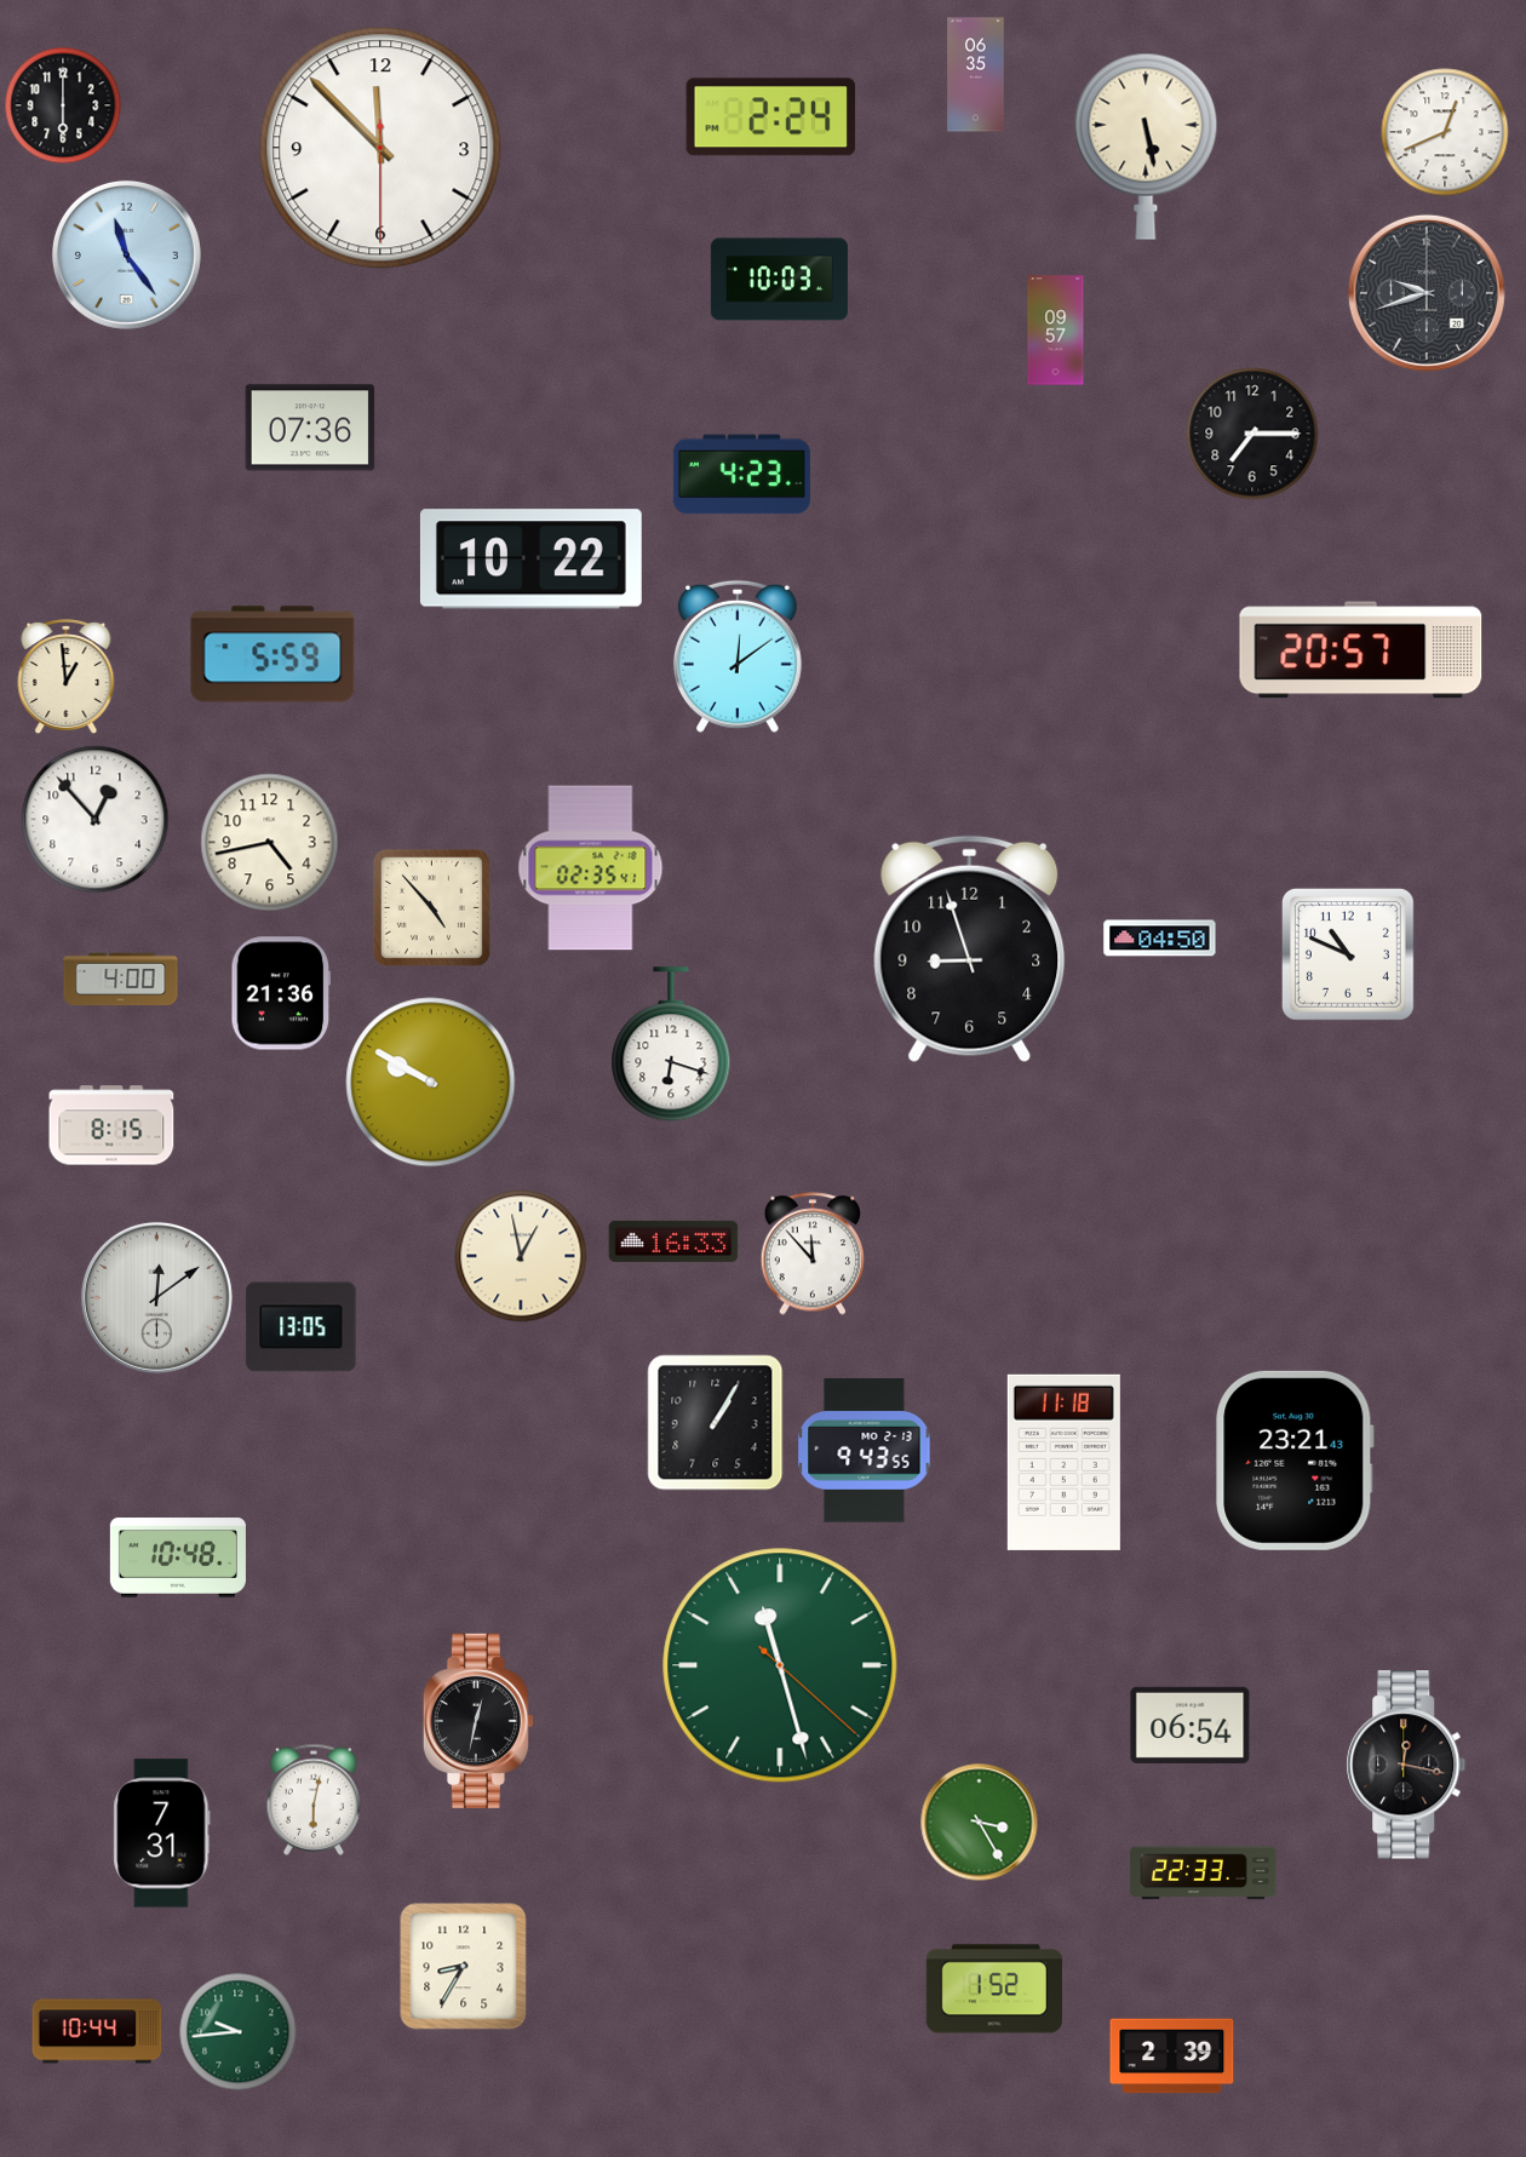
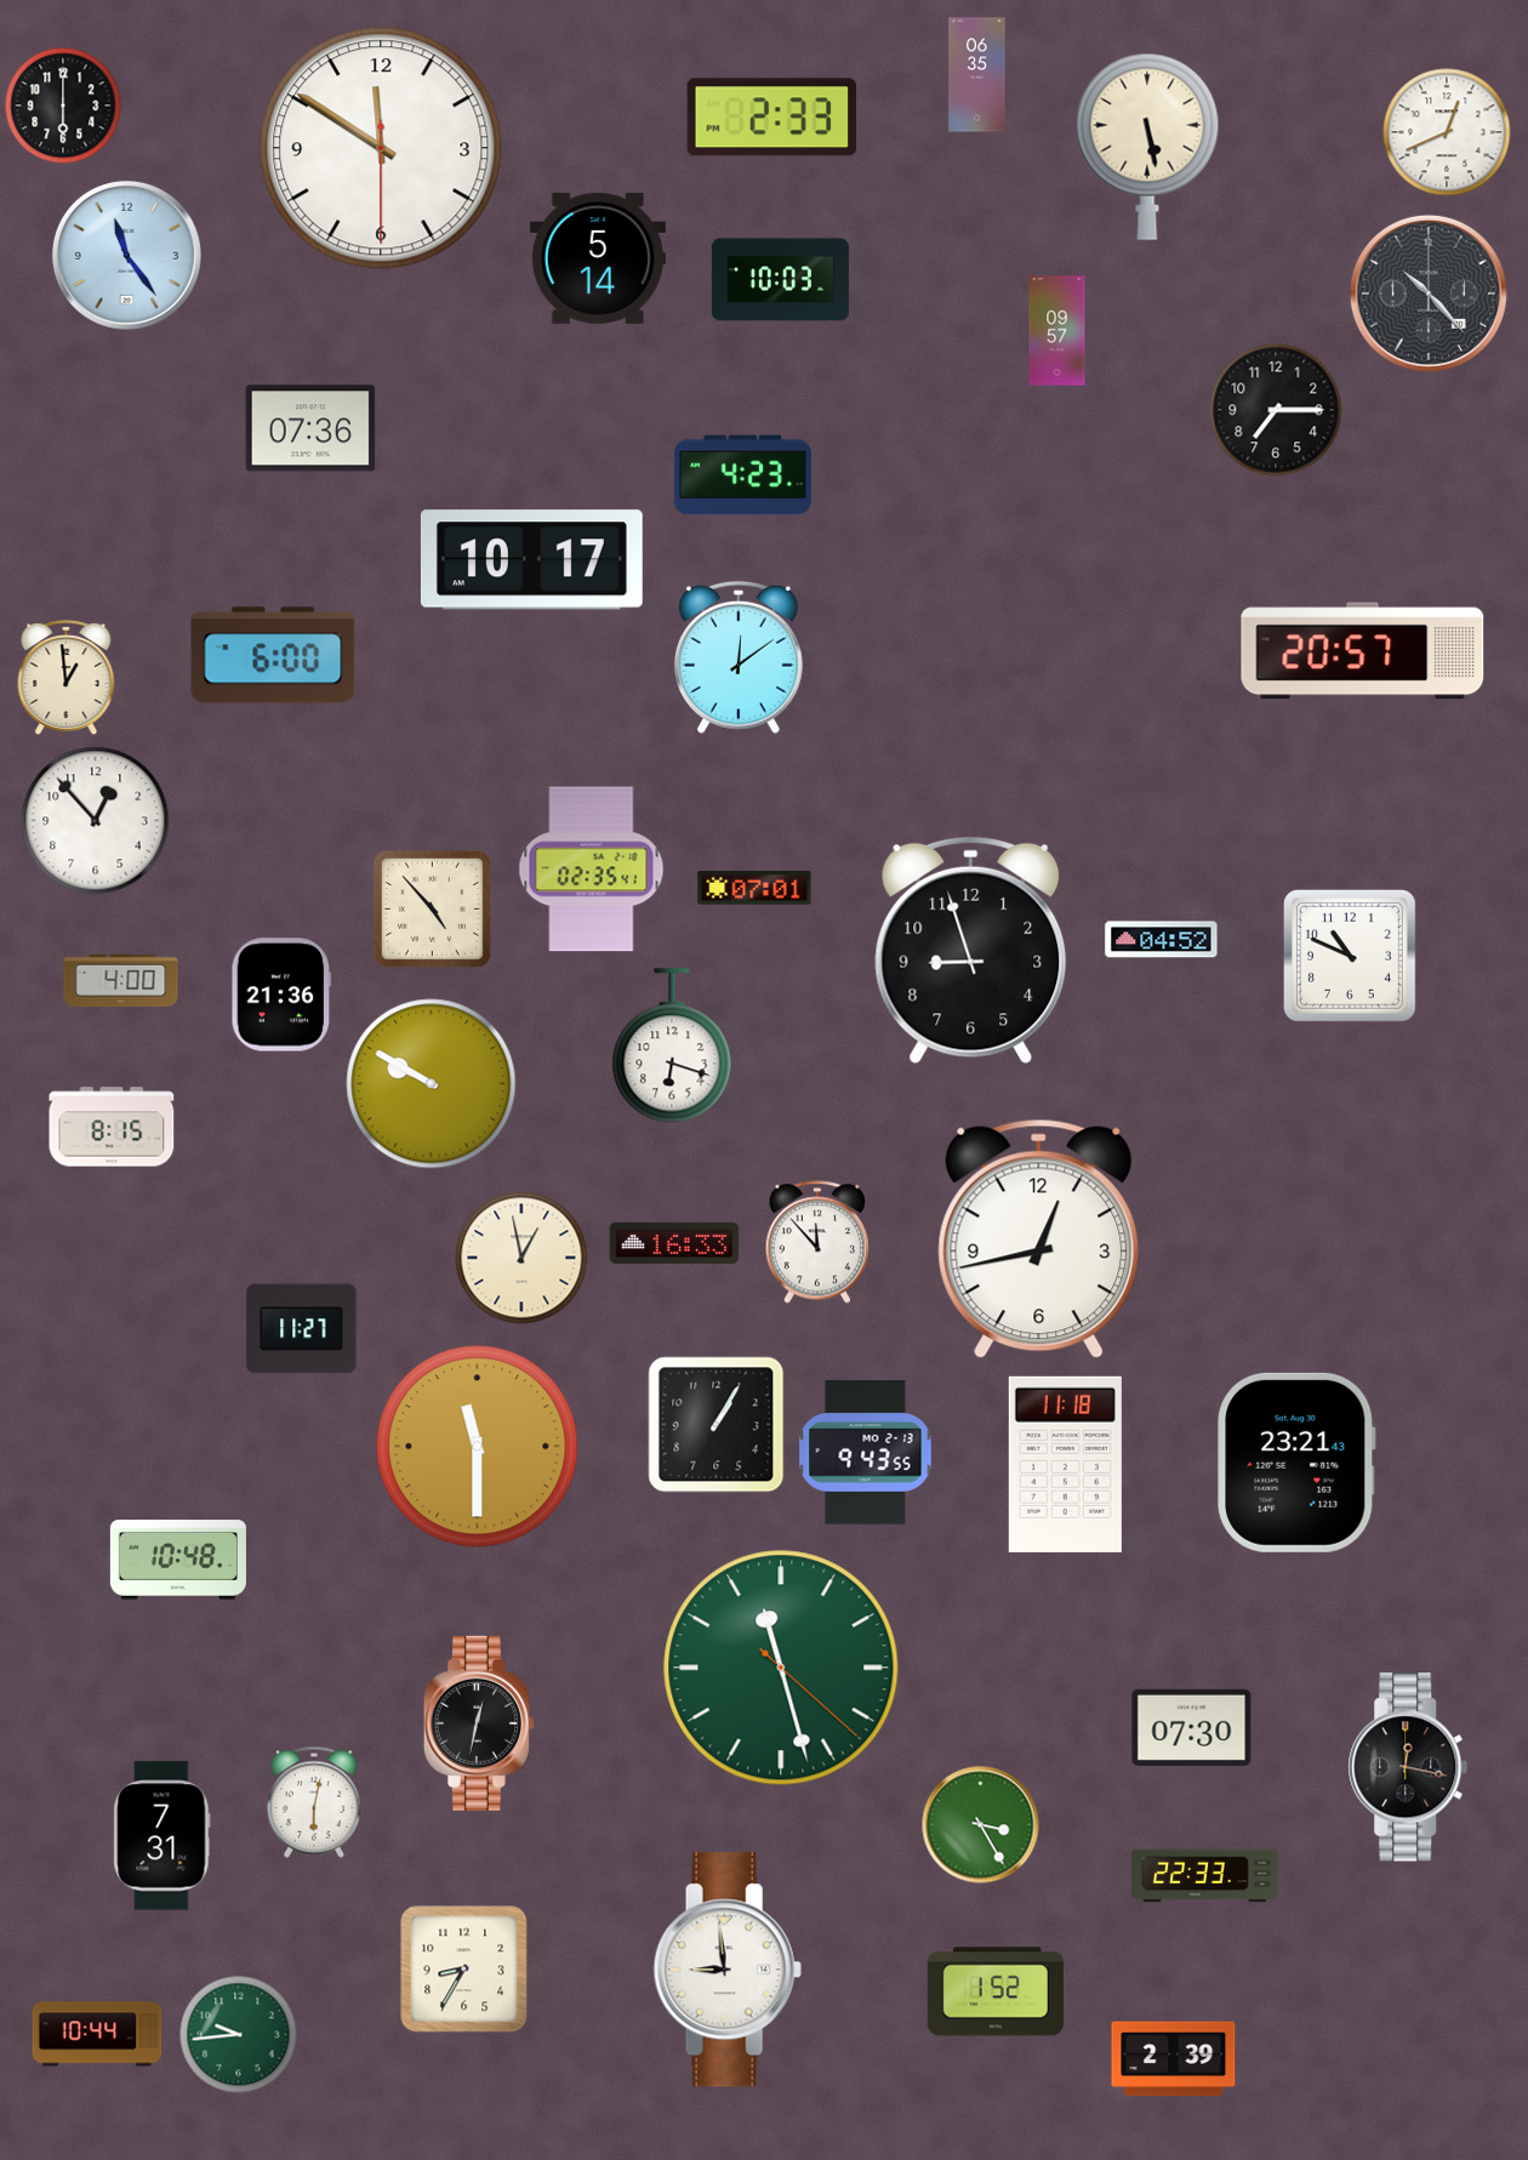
clock at (771, 117): 2:24 -> 2:33
clock at (380, 148): 11:52 -> 11:50
clock at (598, 258): none -> 5:14
clock at (1427, 293): 9:42 -> 10:23
clock at (1252, 434) position: (1252, 434) -> (1276, 410)
clock at (530, 560): 10:22 -> 10:17
clock at (272, 654): 5:59 -> 6:00
clock at (270, 843): 4:43 -> none
clock at (754, 888): none -> 07:01
clock at (1160, 939): 04:50 -> 04:52
clock at (1039, 1239): none -> 12:43
clock at (811, 1254) position: (811, 1254) -> (816, 1242)
clock at (156, 1297): 12:09 -> none
clock at (302, 1327): 13:05 -> 11:27
clock at (478, 1447): none -> 11:30
clock at (1191, 1725): 06:54 -> 07:30
clock at (728, 1970): none -> 8:59
